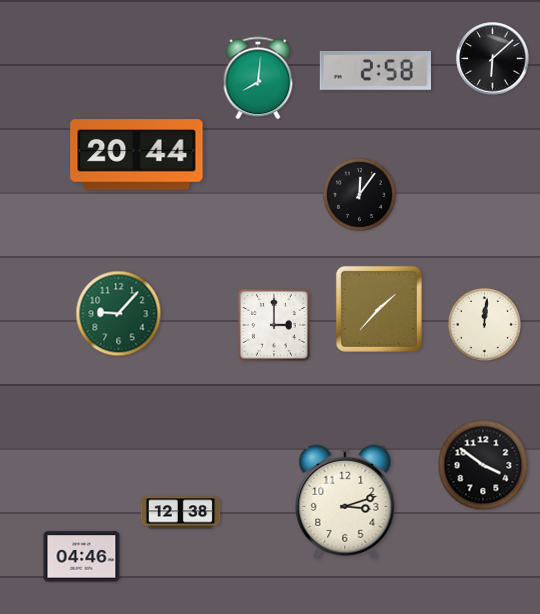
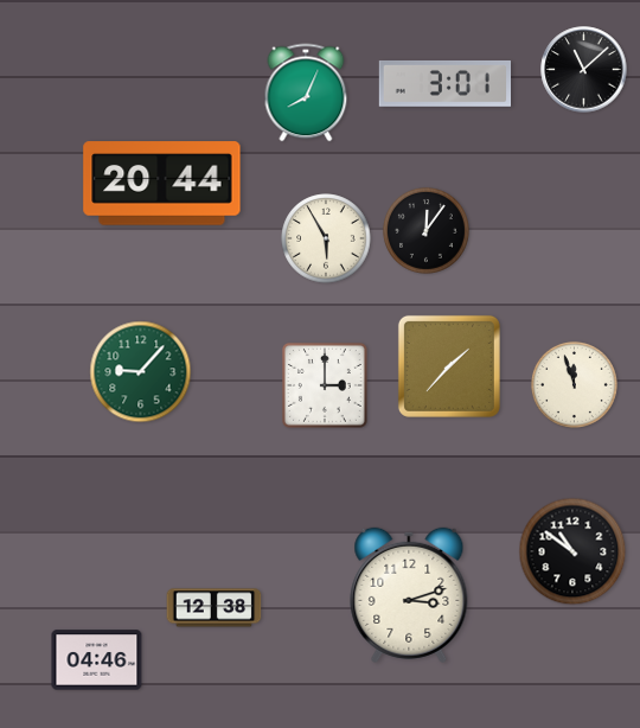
clock at (493, 59): 6:08 -> 11:08
clock at (375, 70): 2:58 -> 3:01
clock at (258, 78): 8:01 -> 8:04
clock at (326, 238): none -> 5:55
clock at (484, 324): 12:01 -> 11:57
clock at (483, 465): 3:51 -> 10:51
